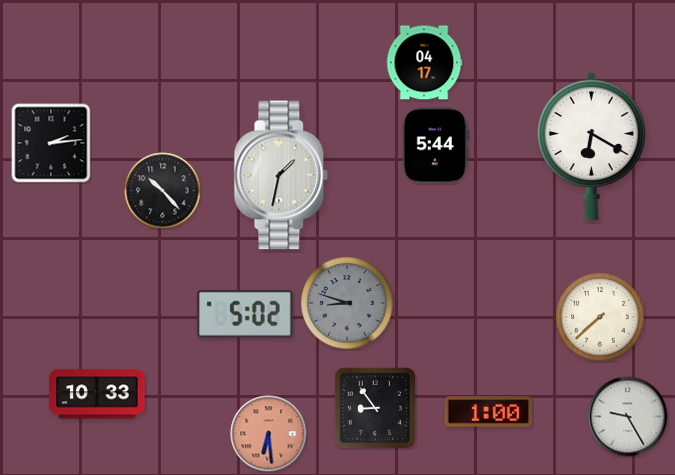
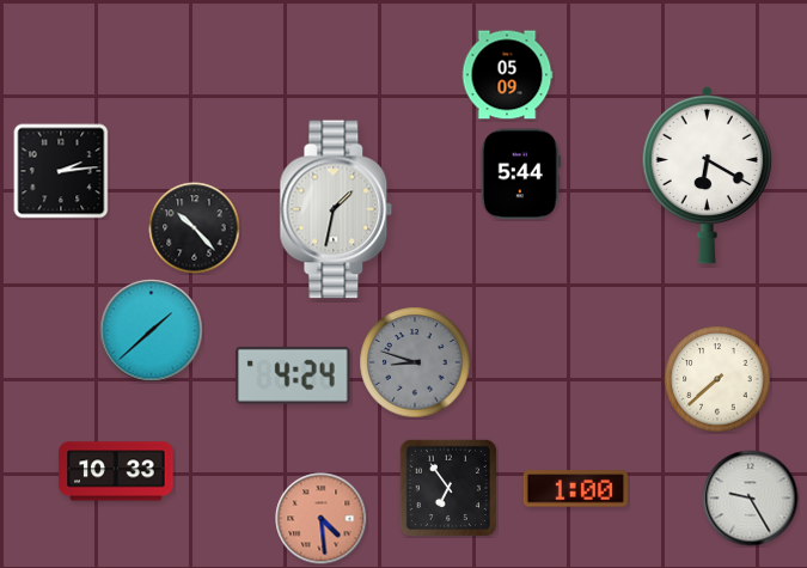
clock at (424, 63): 04:17 -> 05:09
clock at (152, 331): none -> 1:38
clock at (246, 314): 5:02 -> 4:24
clock at (375, 408): 8:54 -> 6:54
clock at (488, 412) position: (488, 412) -> (575, 489)
clock at (269, 434): 6:29 -> 4:29
